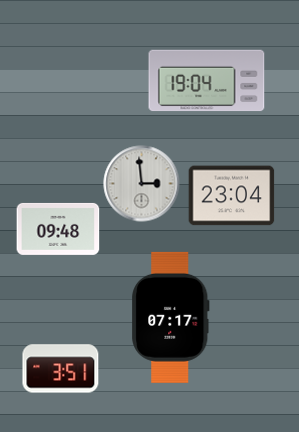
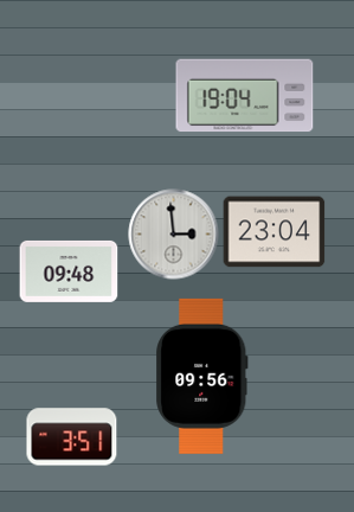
clock at (142, 184) position: (142, 184) -> (174, 235)
clock at (171, 317): 07:17 -> 09:56
